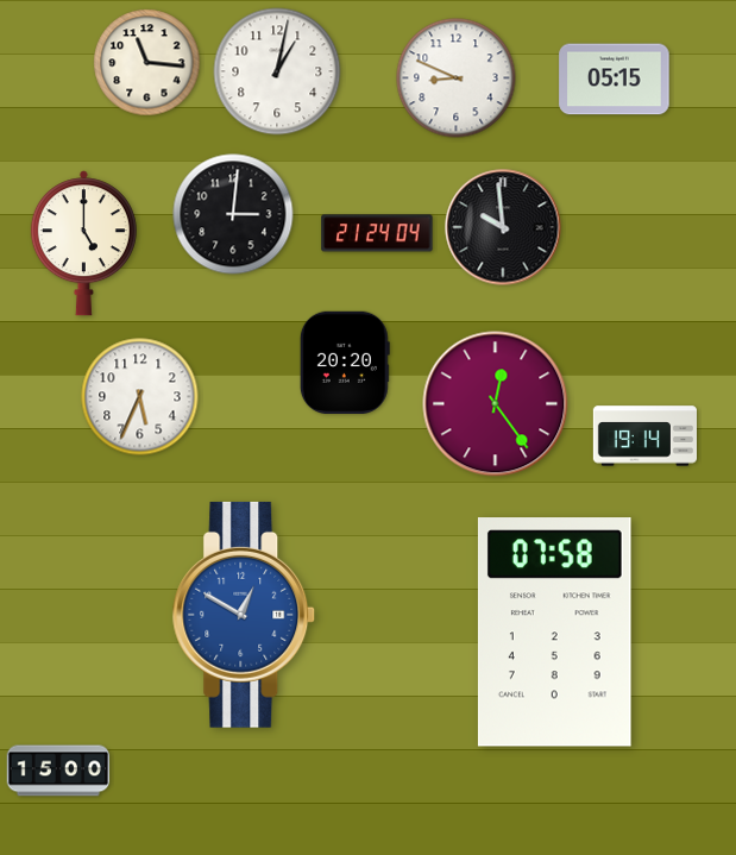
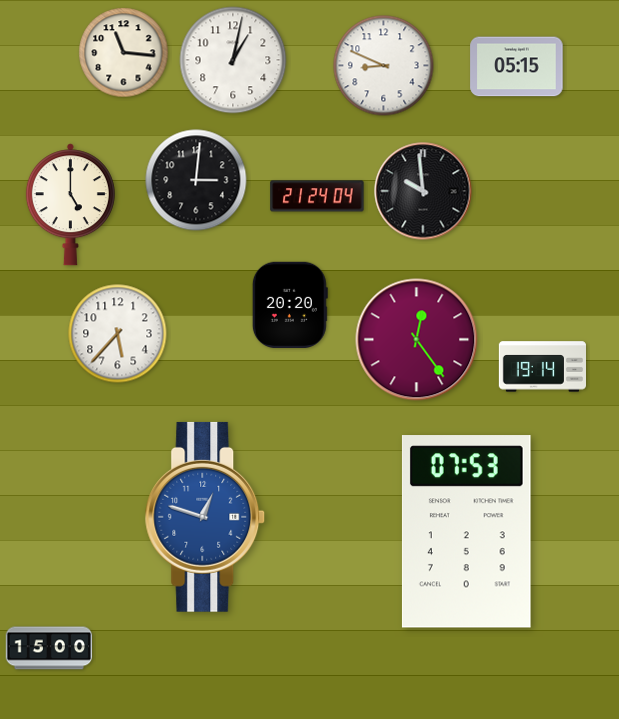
clock at (140, 397): 5:34 -> 5:37
clock at (244, 615): 12:50 -> 12:48
clock at (554, 633): 07:58 -> 07:53
